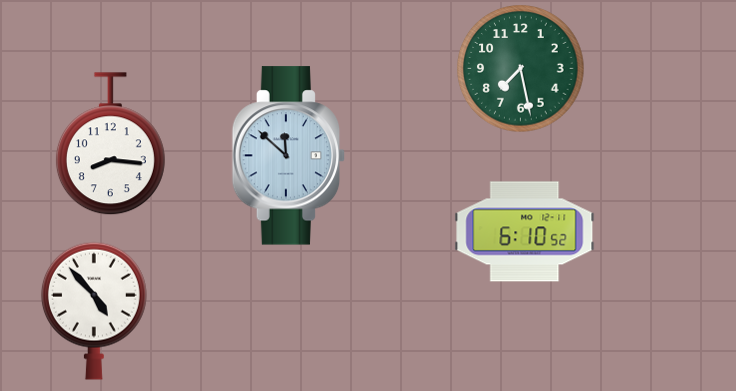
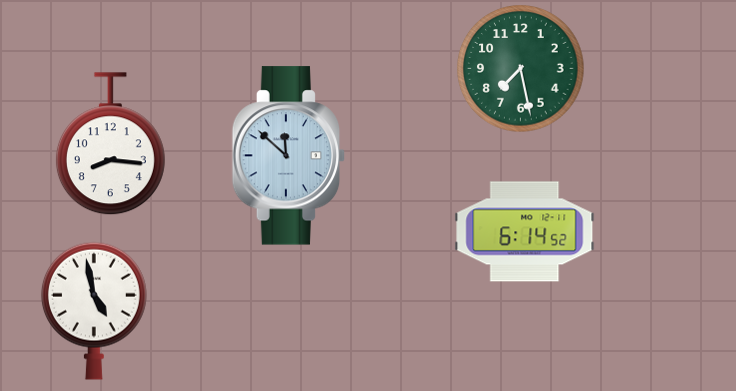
clock at (525, 232): 6:10 -> 6:14
clock at (94, 311): 4:53 -> 4:58
